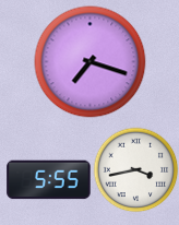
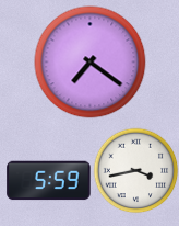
clock at (91, 62): 7:18 -> 7:21
clock at (49, 180): 5:55 -> 5:59
